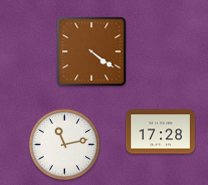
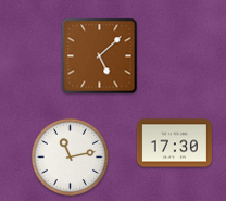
clock at (92, 52): 4:21 -> 5:08
clock at (160, 132): 17:28 -> 17:30
